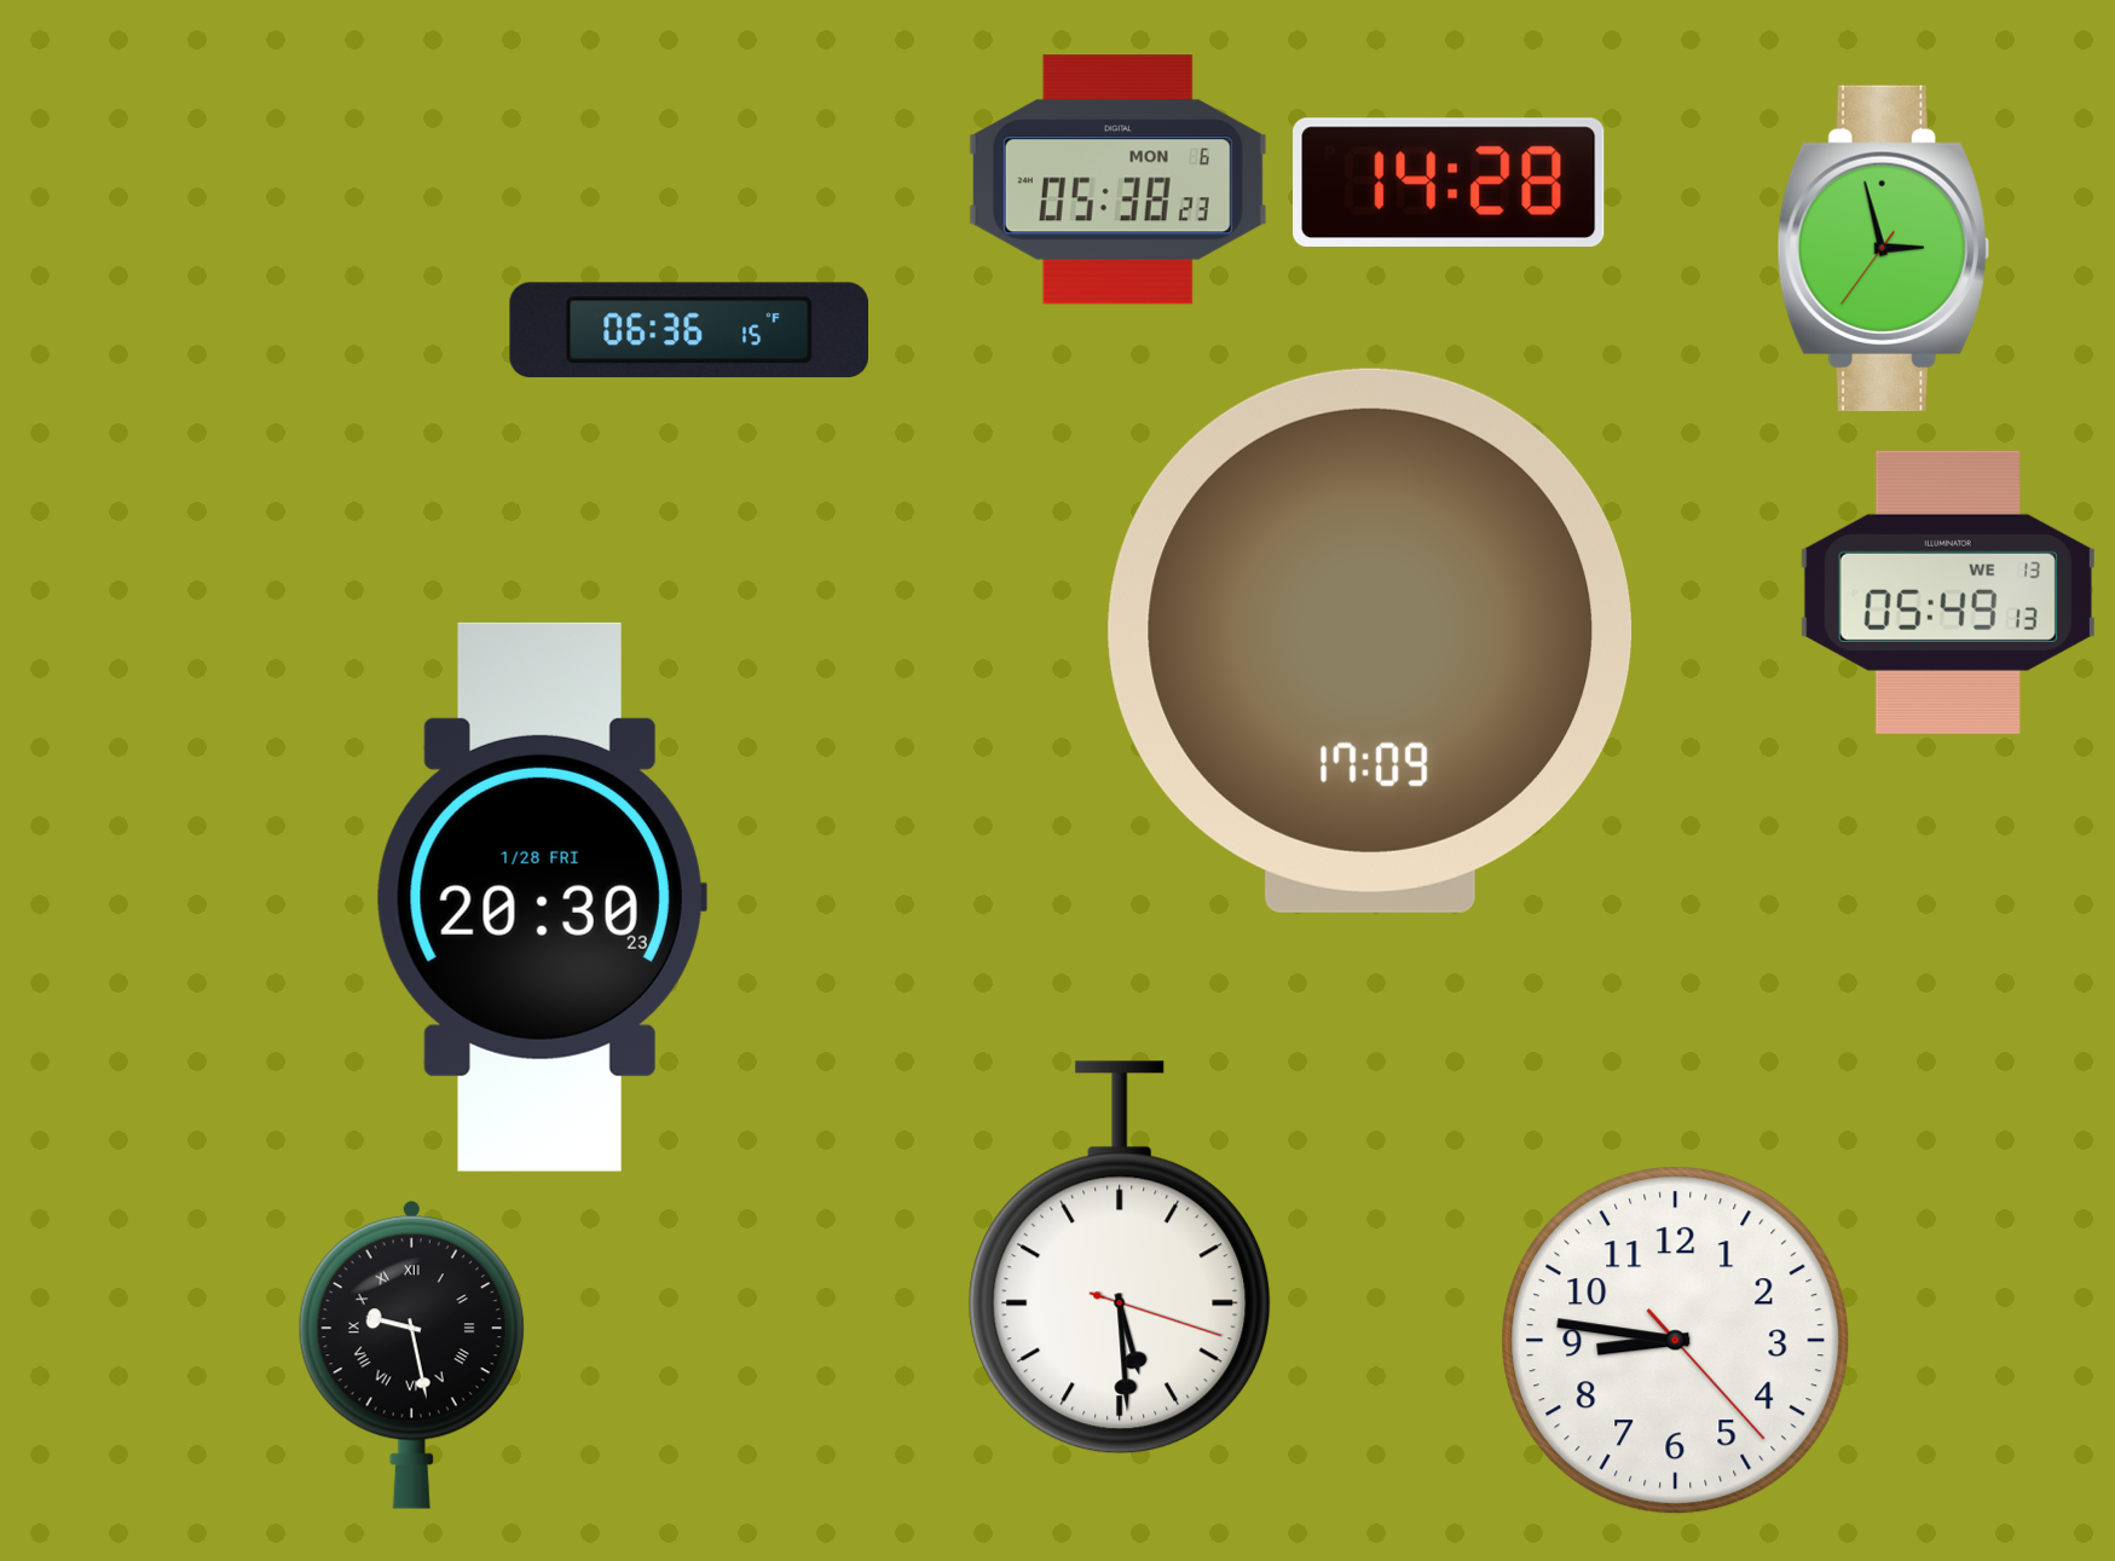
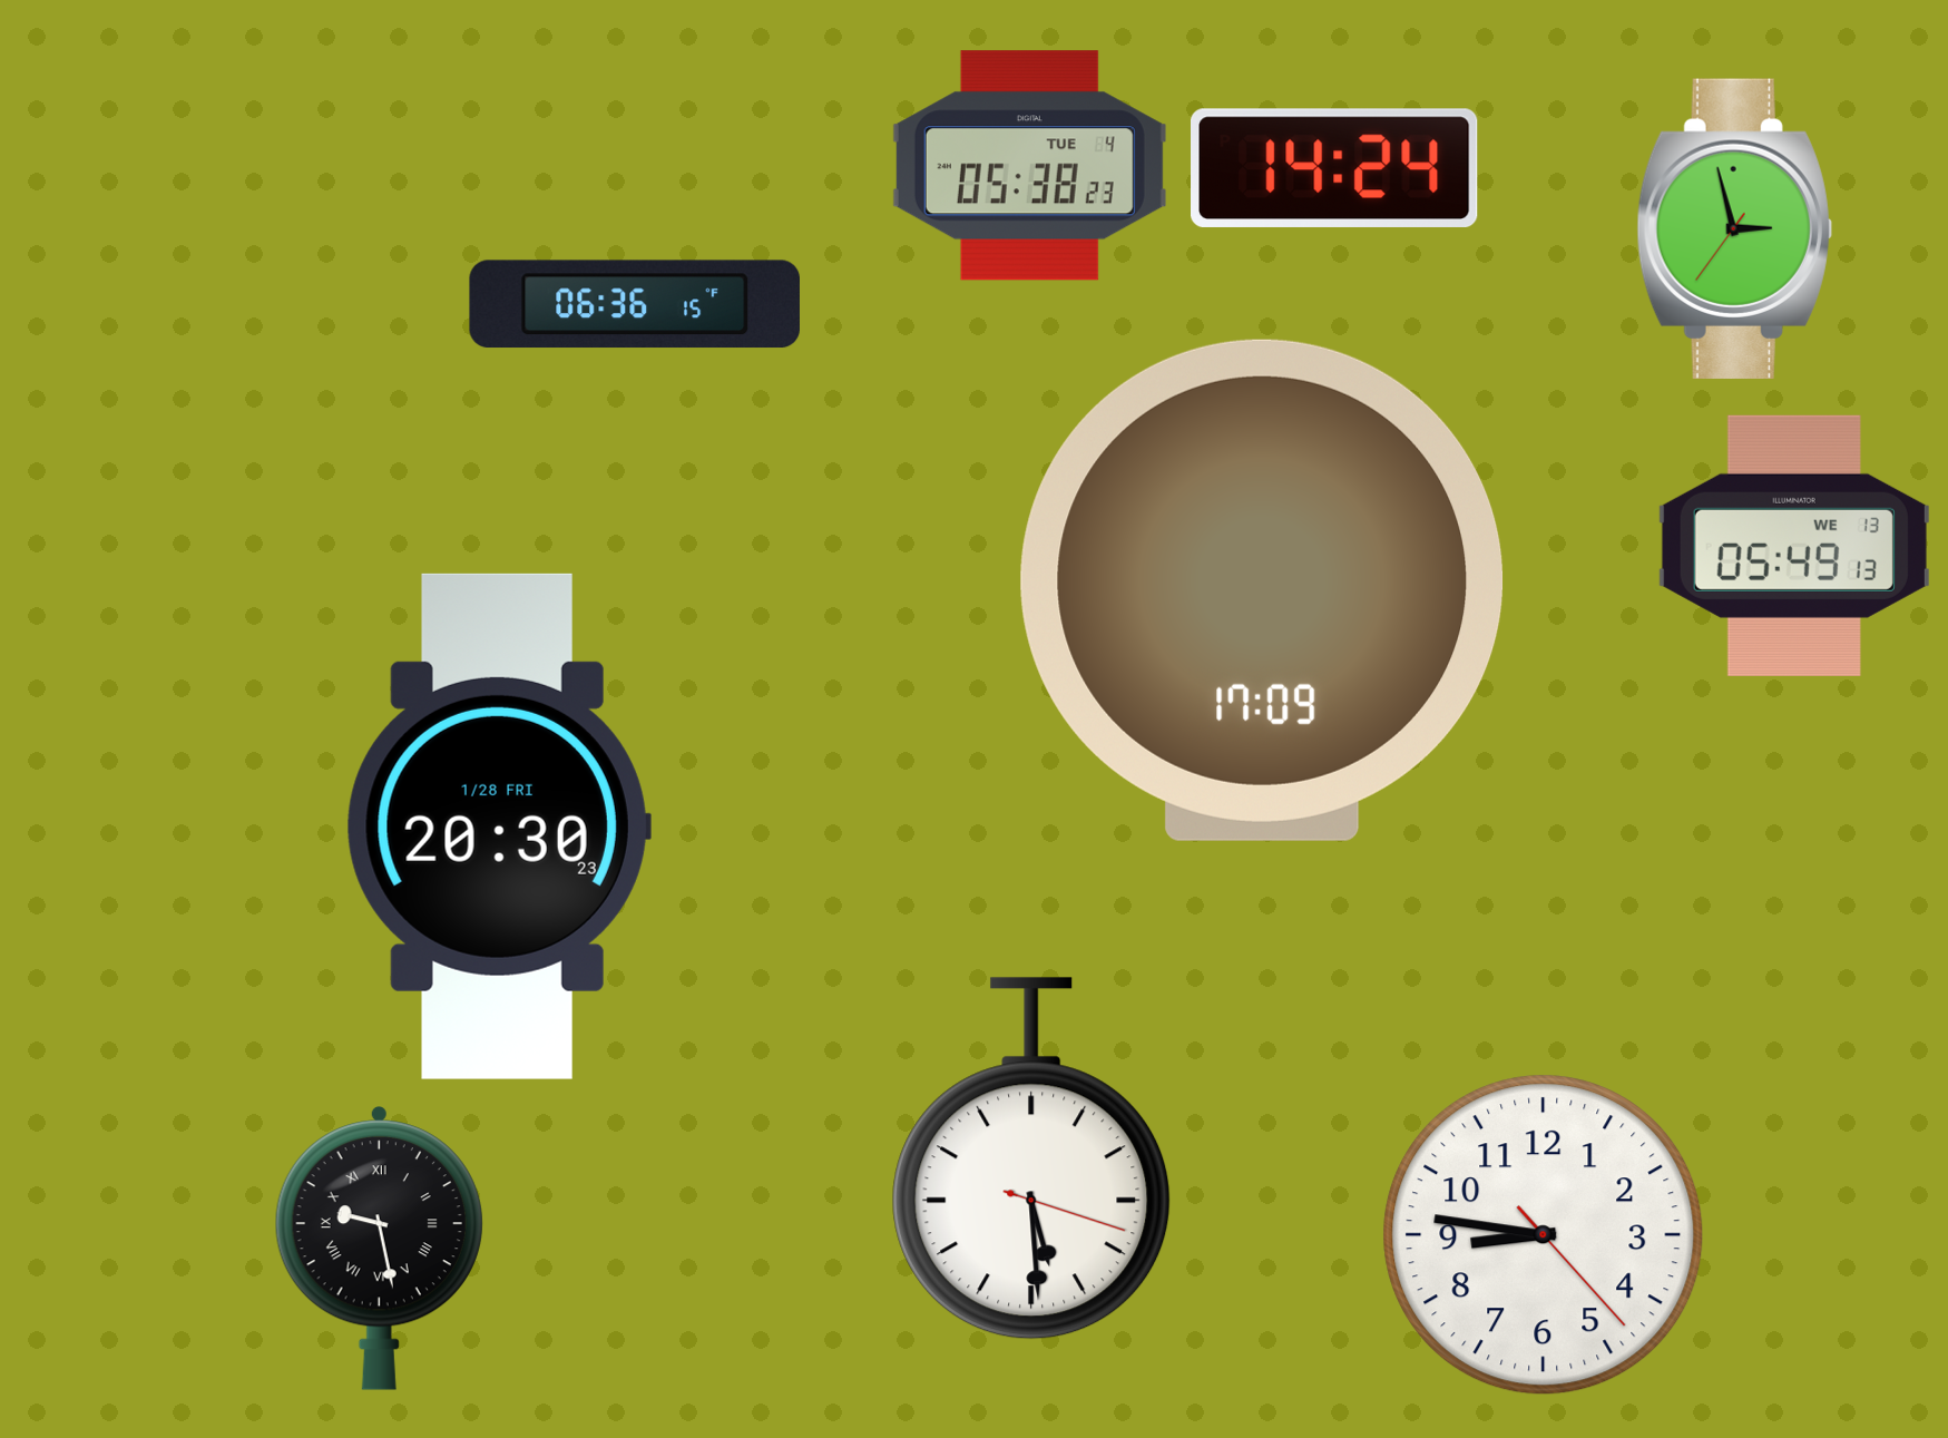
clock at (1117, 180) date: MON 6 -> TUE 4
clock at (1450, 183): 14:28 -> 14:24
